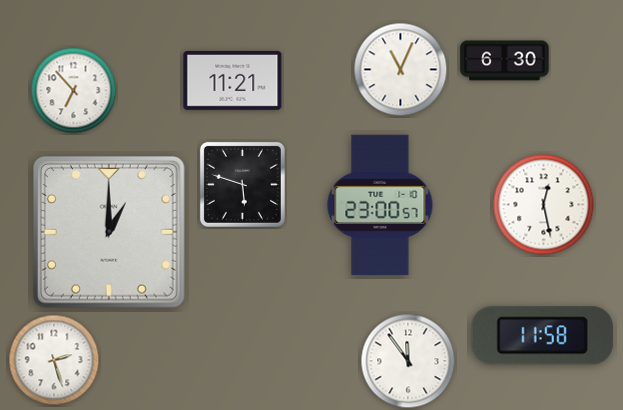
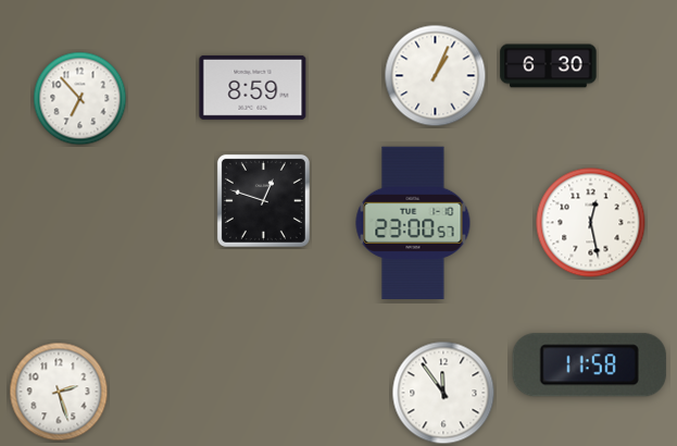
clock at (401, 70): 11:04 -> 1:04
clock at (233, 80): 11:21 -> 8:59
clock at (242, 184): 5:48 -> 12:48
clock at (109, 232): 1:00 -> none
